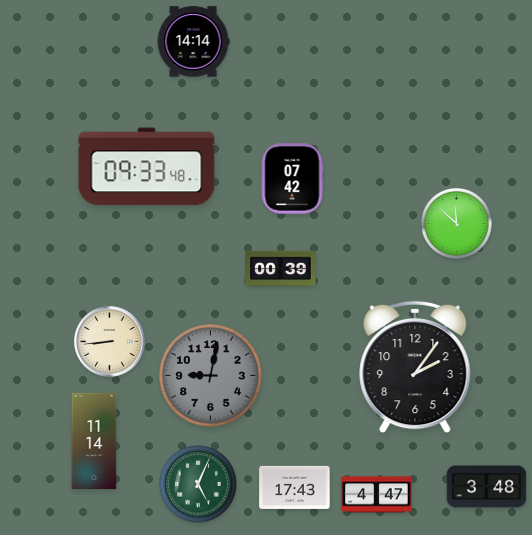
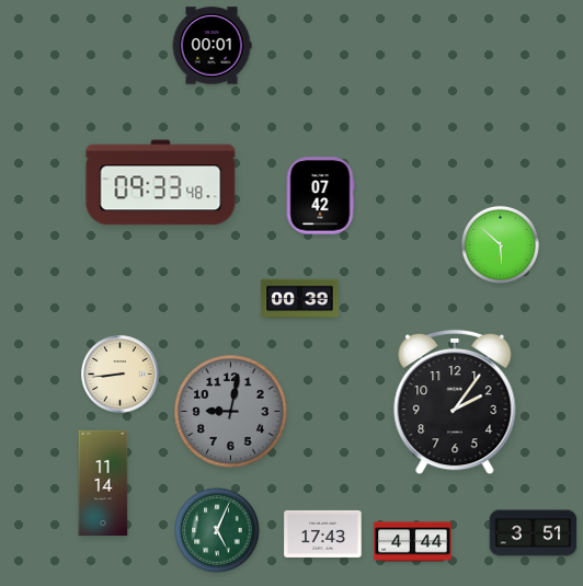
clock at (193, 42): 14:14 -> 00:01
clock at (456, 223): 11:52 -> 5:52
clock at (281, 269) position: (281, 269) -> (300, 299)
clock at (487, 487): 3:48 -> 3:51
clock at (377, 495): 4:47 -> 4:44
